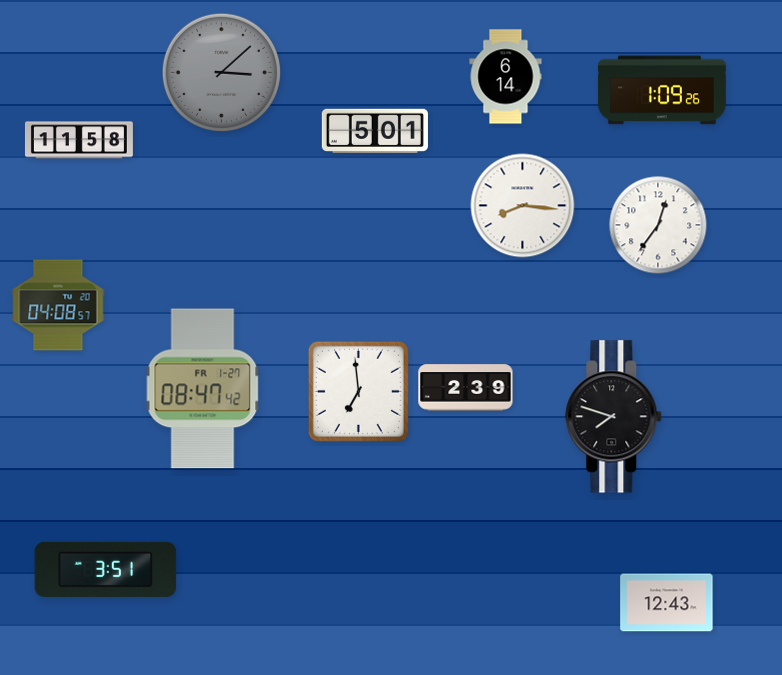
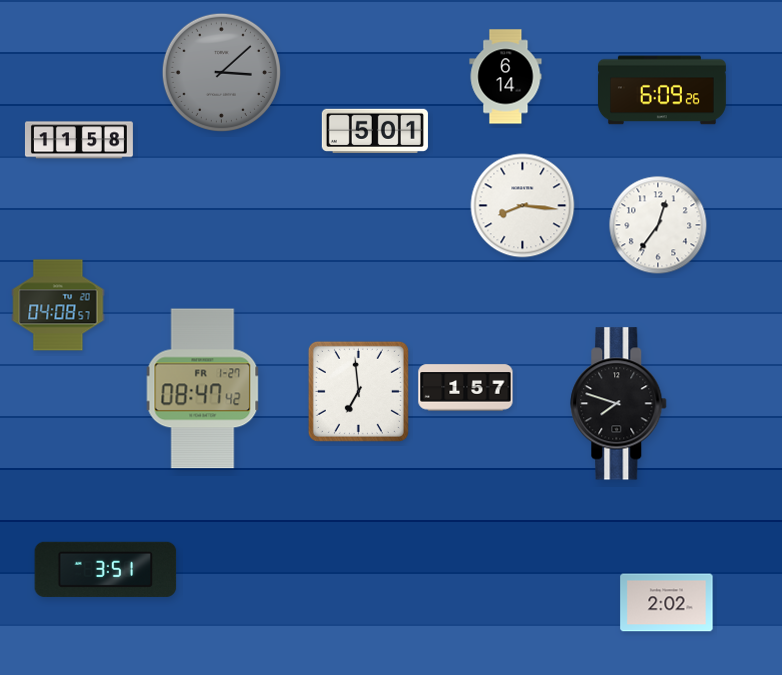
clock at (662, 90): 1:09 -> 6:09
clock at (466, 388): 2:39 -> 1:57
clock at (614, 417) position: (614, 417) -> (619, 404)
clock at (667, 603): 12:43 -> 2:02
